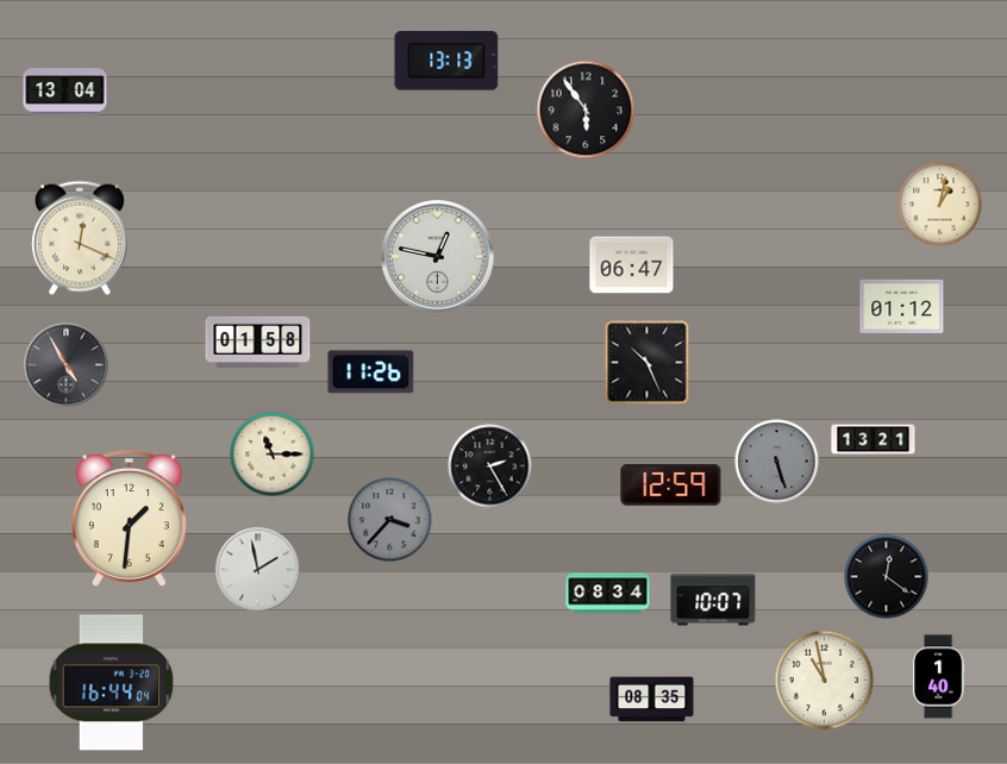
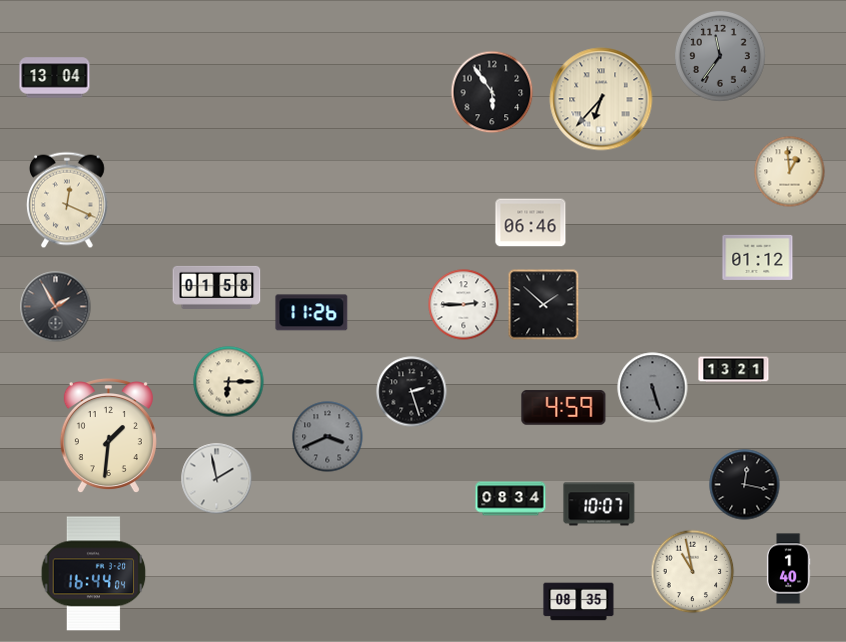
clock at (446, 61): 13:13 -> none
clock at (720, 56): none -> 11:36
clock at (601, 99): none -> 6:37
clock at (940, 205): 1:02 -> 12:59
clock at (438, 257): 12:47 -> none
clock at (632, 265): 06:47 -> 06:46
clock at (464, 305): none -> 2:45
clock at (648, 363): 10:26 -> 1:52
clock at (67, 365): 4:55 -> 1:55
clock at (273, 455): 11:15 -> 6:15
clock at (490, 466): 2:25 -> 2:27
clock at (671, 486): 12:59 -> 4:59
clock at (390, 520): 3:37 -> 3:41
clock at (887, 577): 12:21 -> 12:17
clock at (652, 700) position: (652, 700) -> (579, 602)
